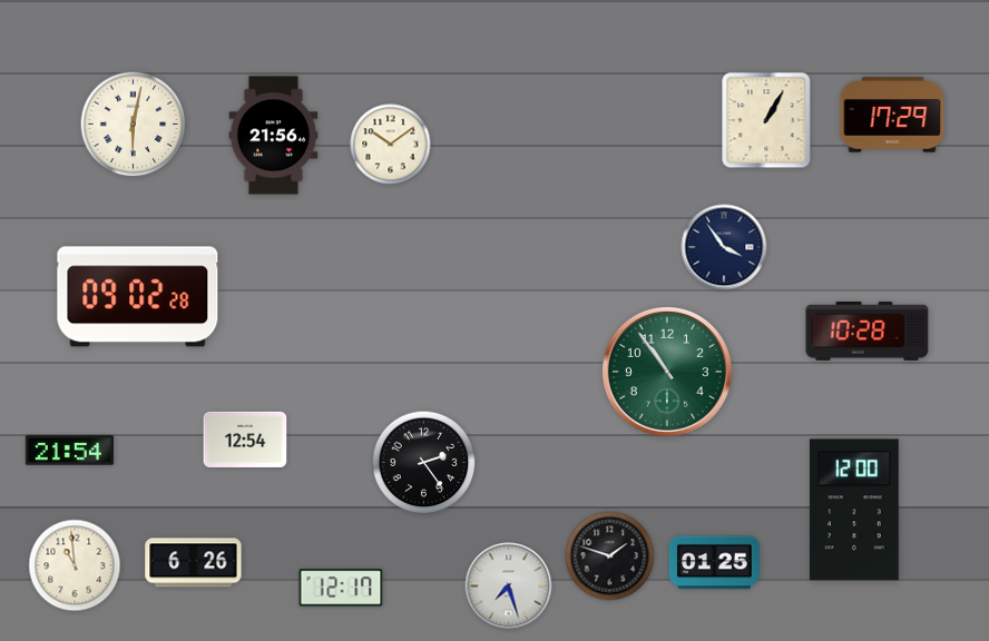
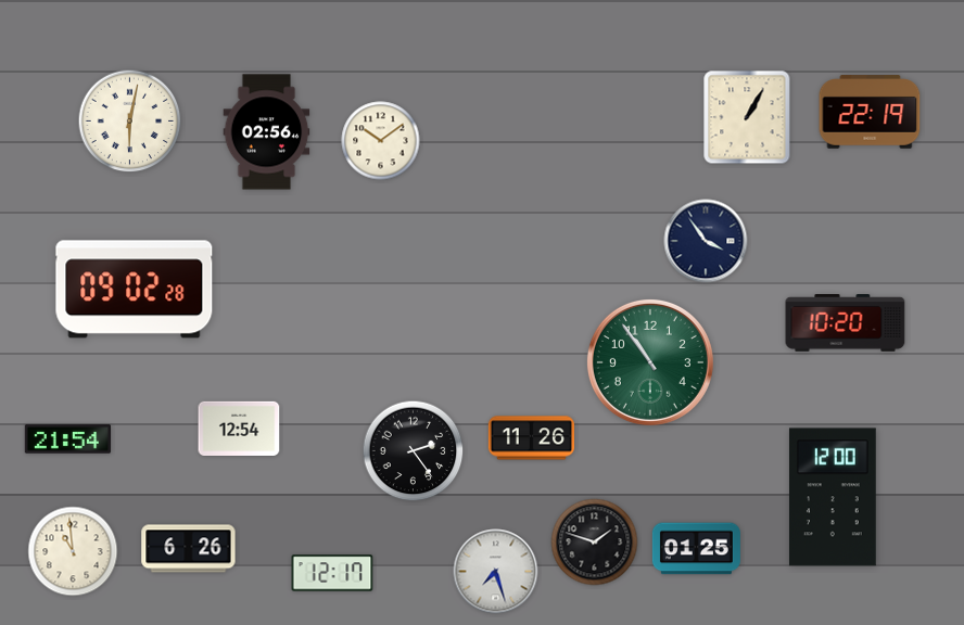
clock at (892, 115): 17:29 -> 22:19
clock at (274, 136): 21:56 -> 02:56
clock at (868, 332): 10:28 -> 10:20
clock at (531, 438): none -> 11:26
